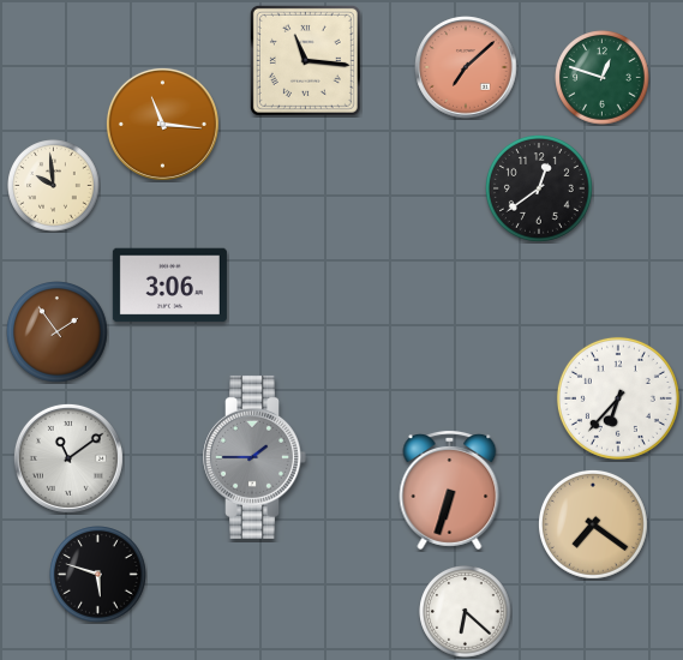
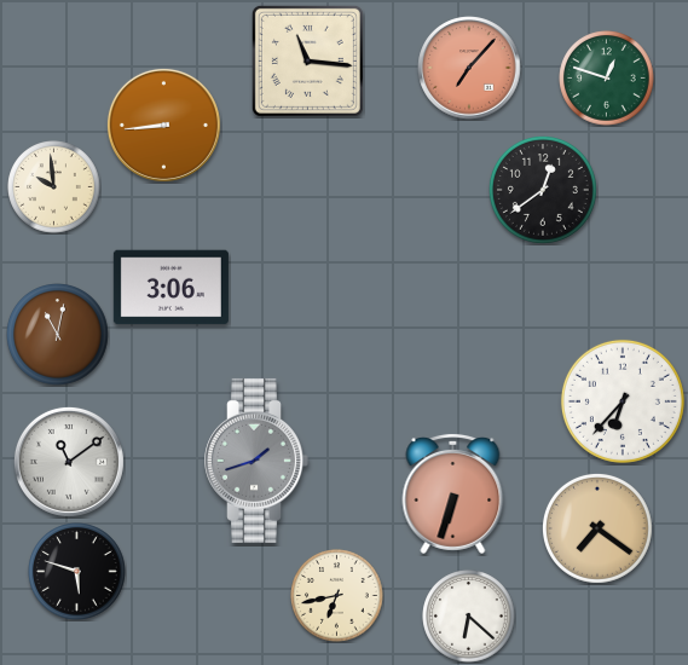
clock at (466, 67): 7:08 -> 7:07
clock at (162, 124): 11:16 -> 8:44
clock at (58, 332): 1:54 -> 11:02
clock at (254, 457): 1:45 -> 1:42
clock at (98, 575) position: (98, 575) -> (77, 572)
clock at (337, 596): none -> 6:43
